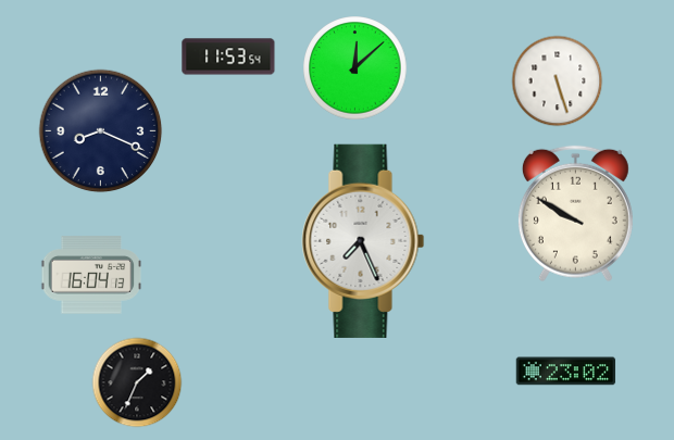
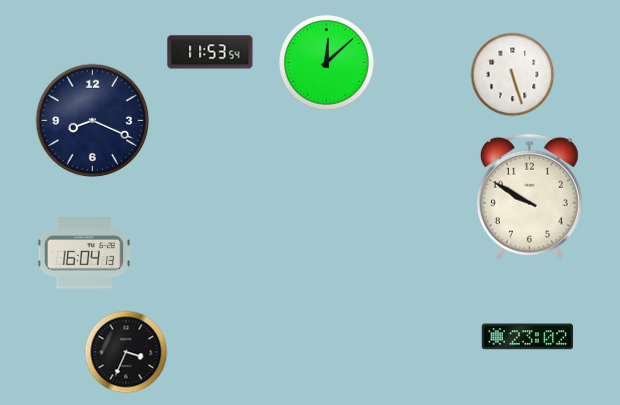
clock at (363, 241): 7:26 -> none
clock at (566, 372) position: (566, 372) -> (528, 337)
clock at (137, 382): 1:34 -> 3:34
